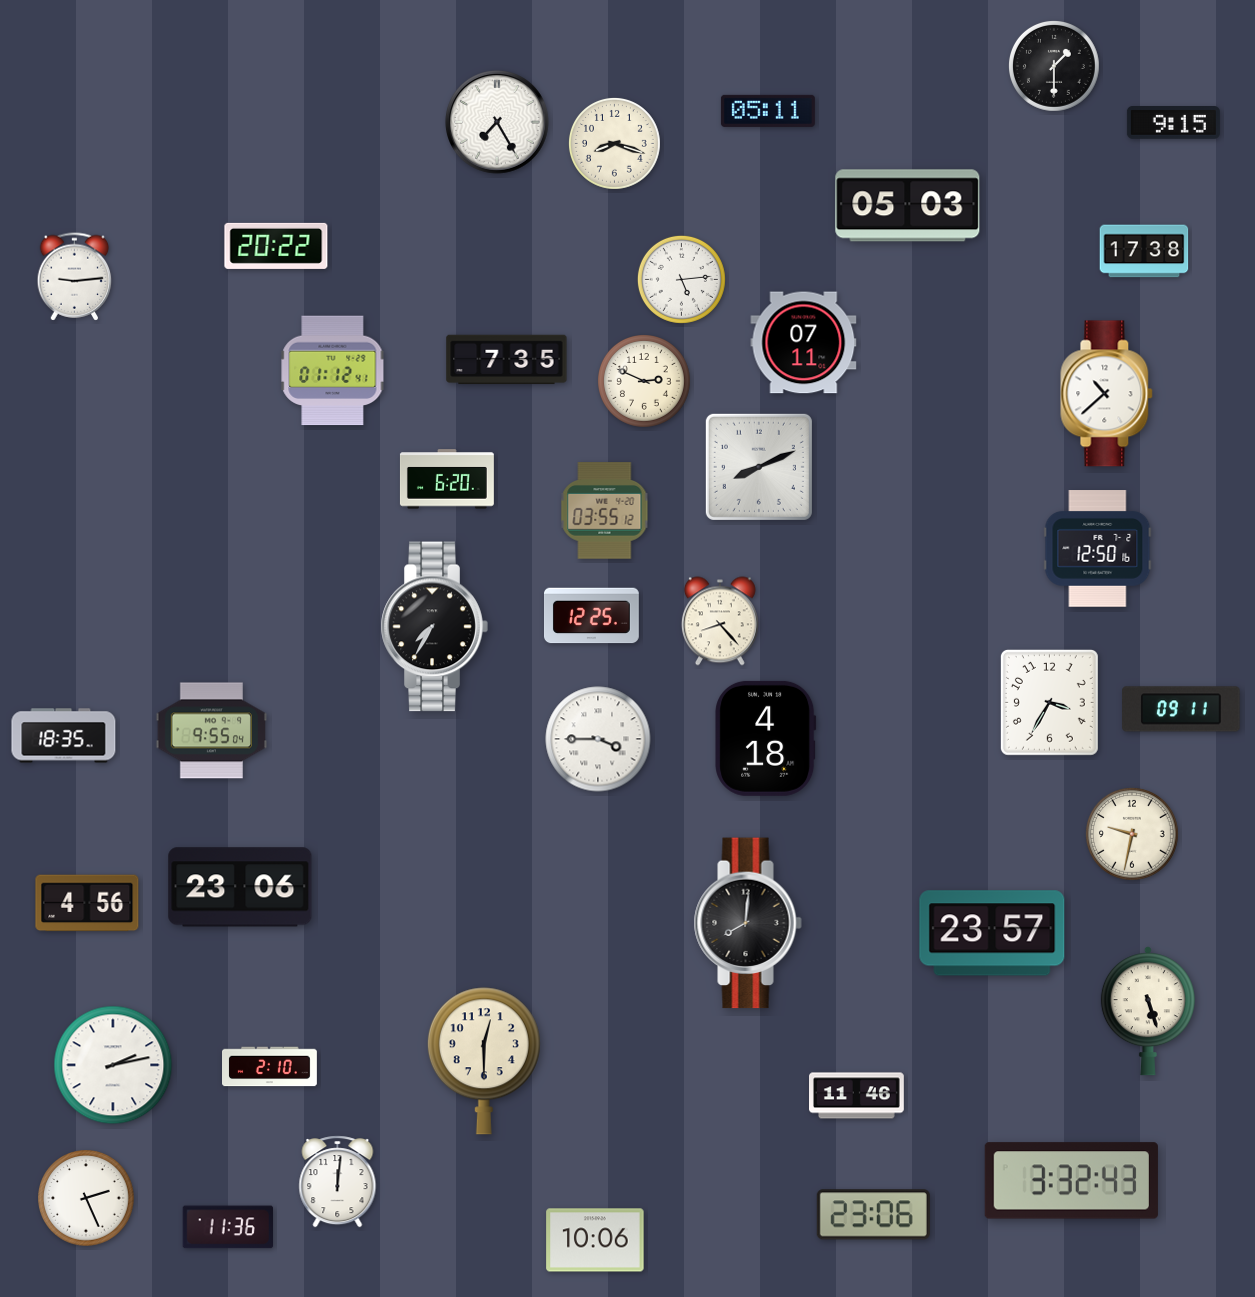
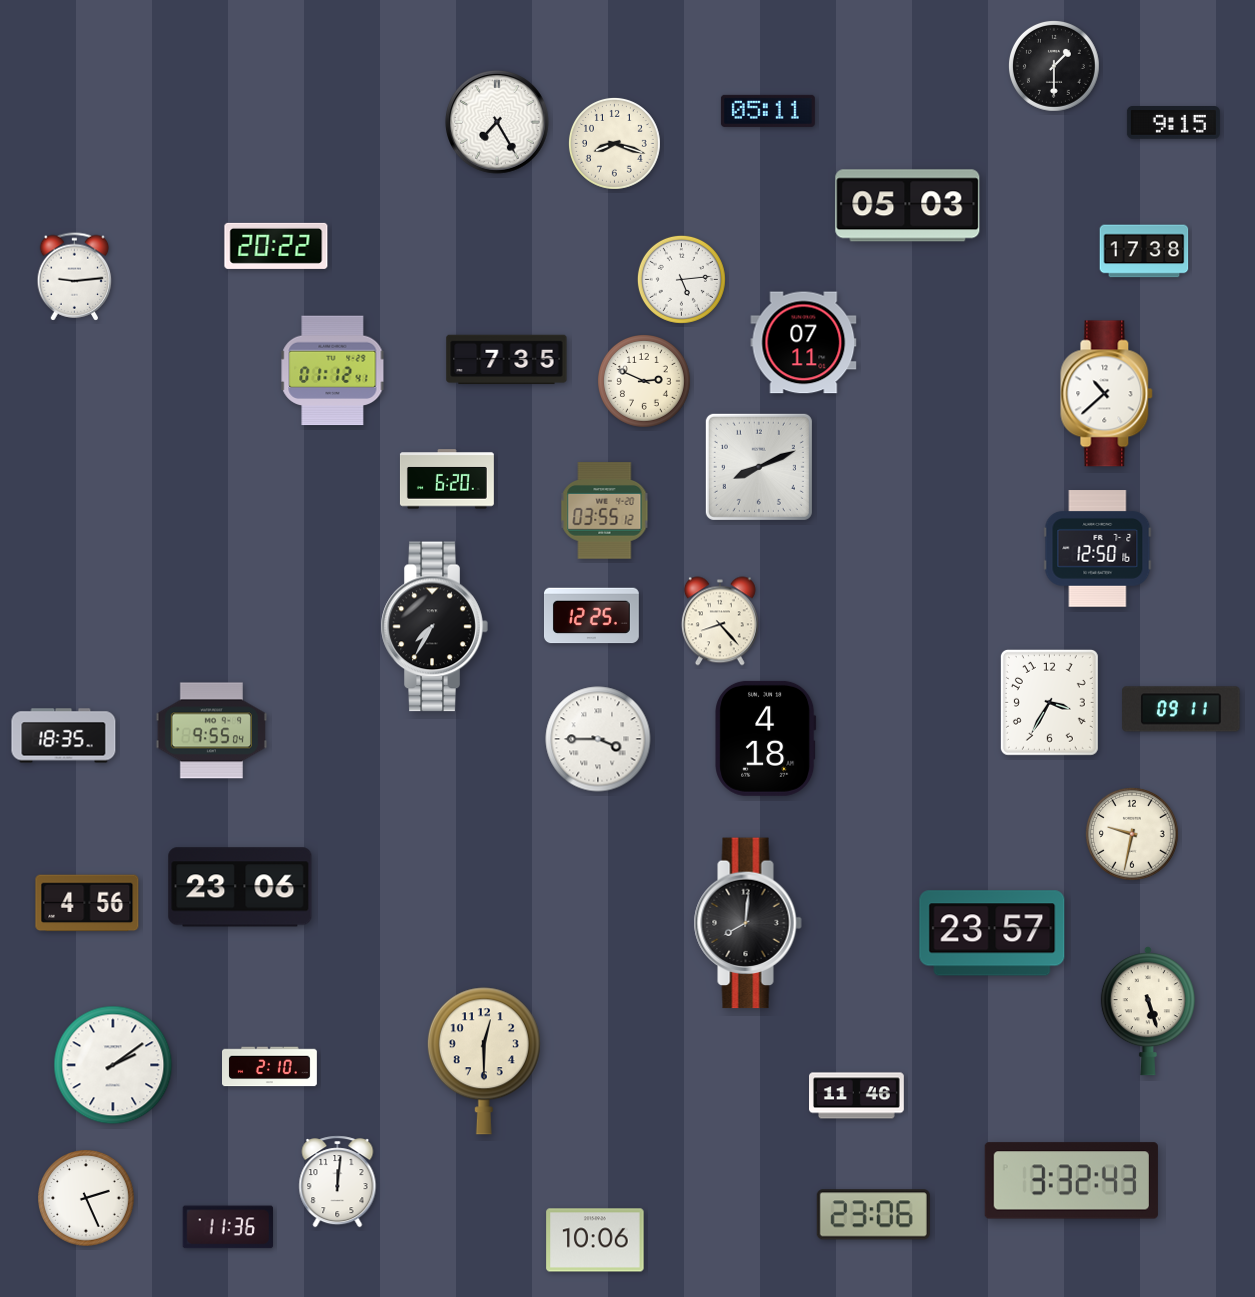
clock at (113, 1065): 2:13 -> 2:09
